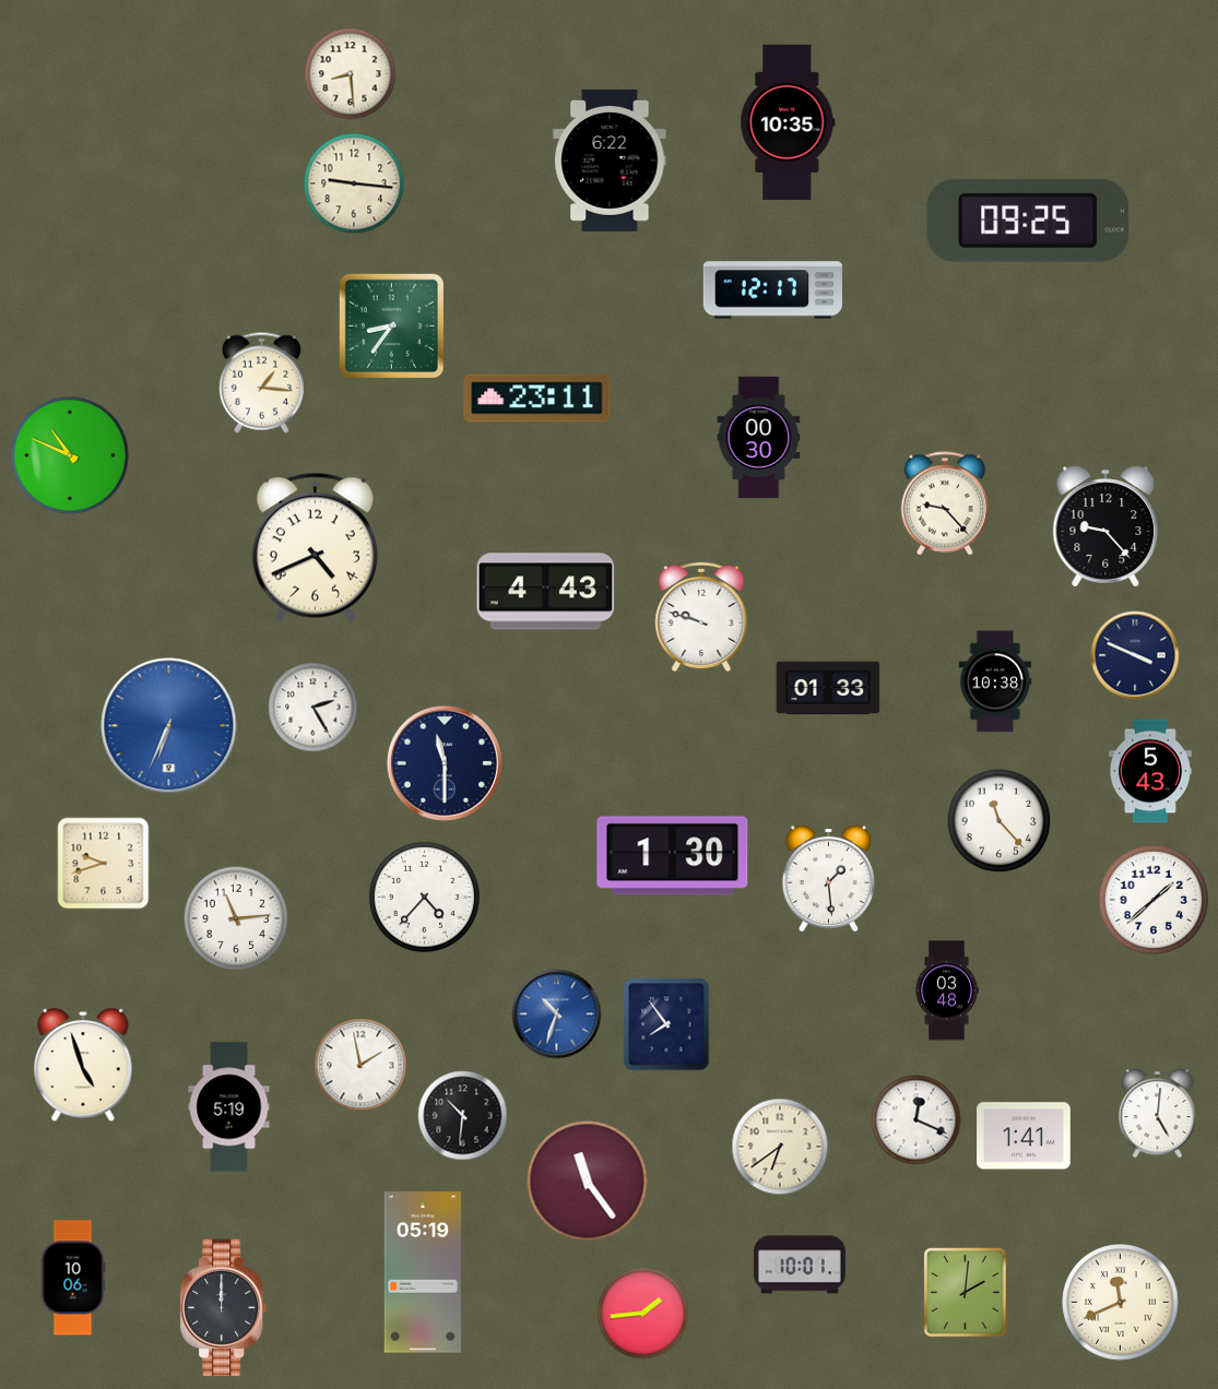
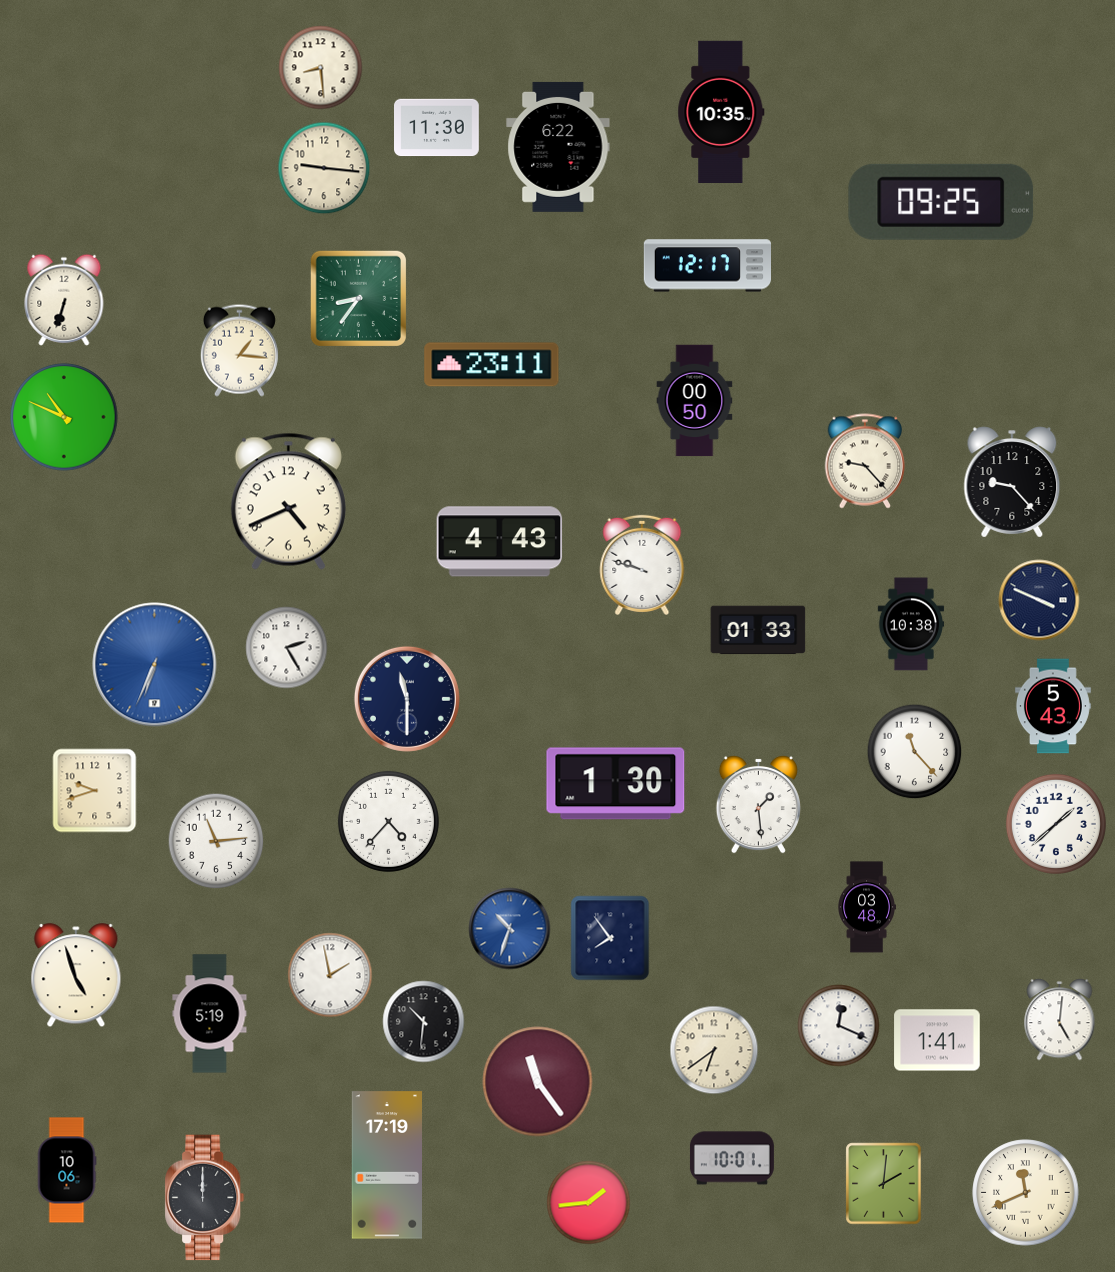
clock at (437, 128): none -> 11:30
clock at (64, 300): none -> 6:33
clock at (759, 438): 00:30 -> 00:50
clock at (422, 1272): 05:19 -> 17:19
